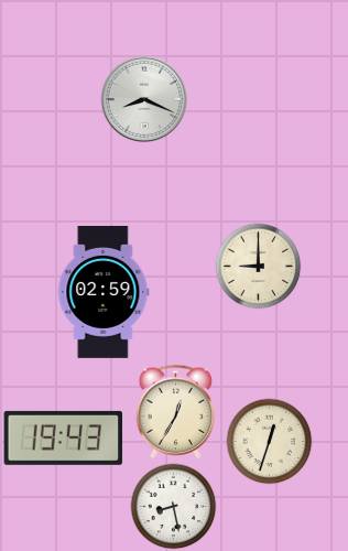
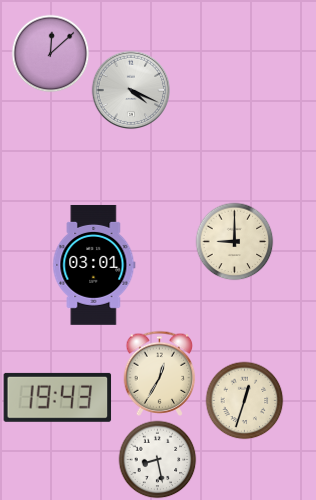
clock at (50, 53): none -> 12:08
clock at (144, 99): 8:19 -> 4:19
clock at (104, 292): 02:59 -> 03:01
